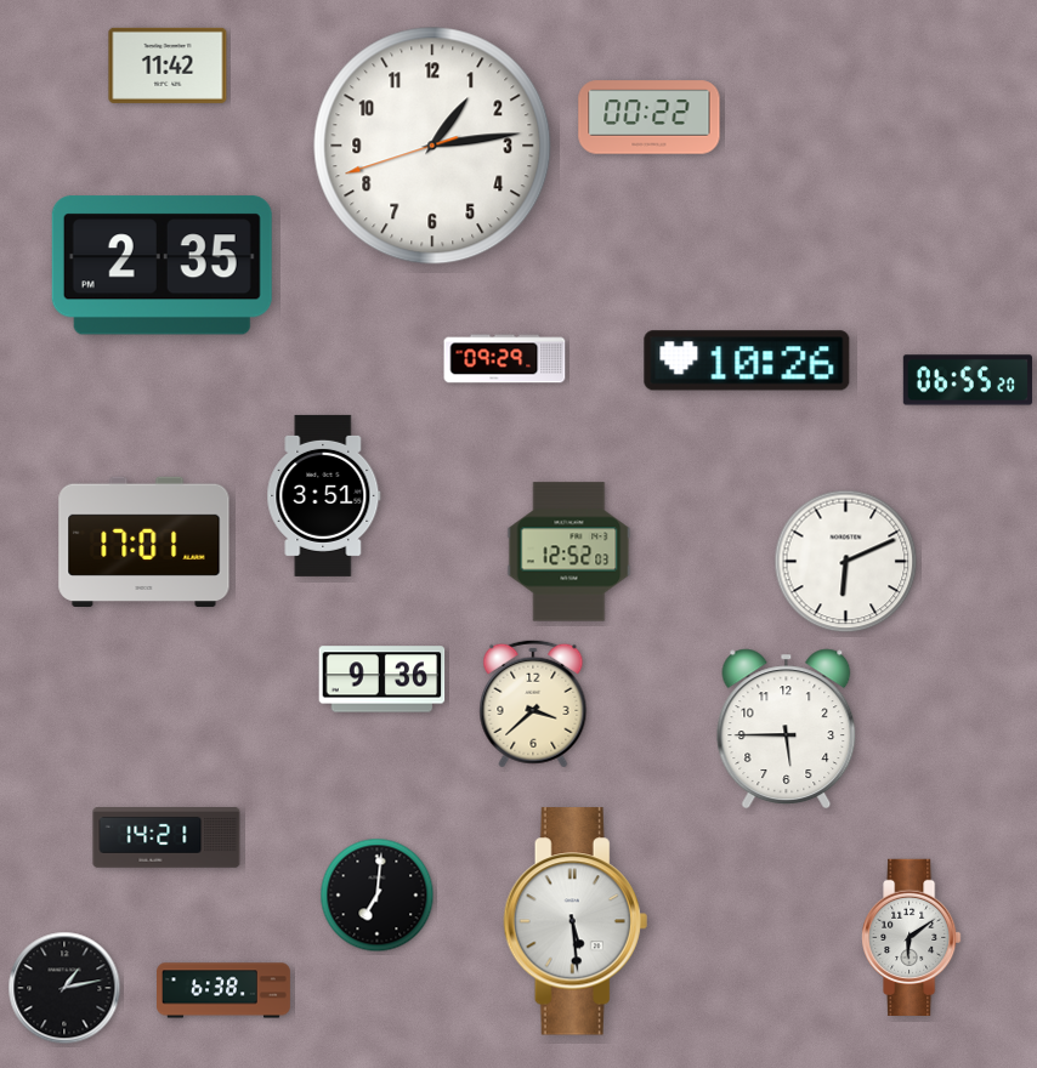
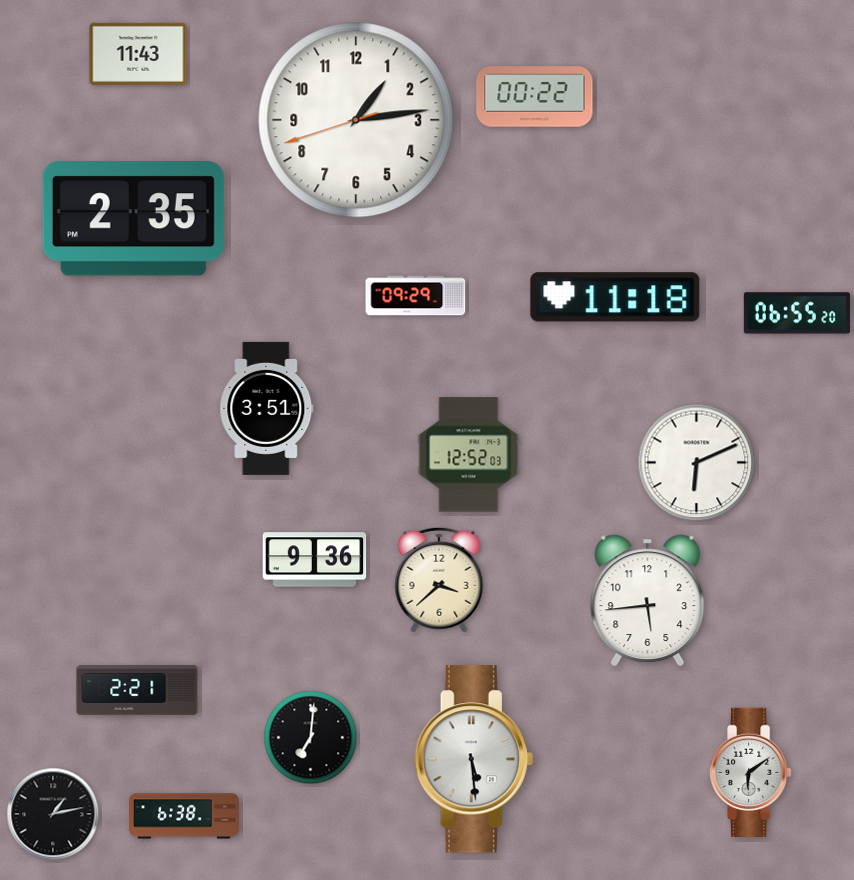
clock at (168, 66): 11:42 -> 11:43
clock at (747, 360): 10:26 -> 11:18
clock at (144, 541): 17:01 -> none
clock at (787, 728): 5:45 -> 5:44
clock at (166, 839): 14:21 -> 2:21
